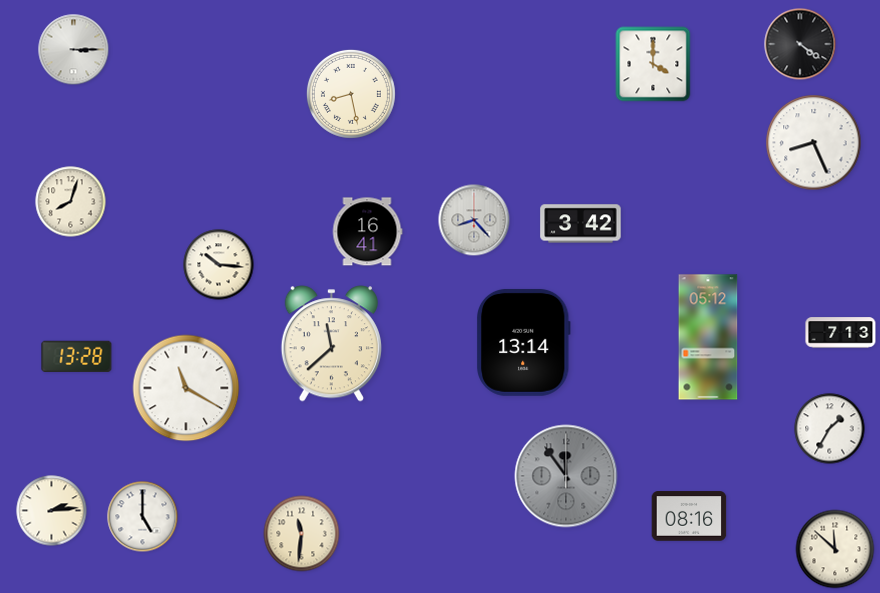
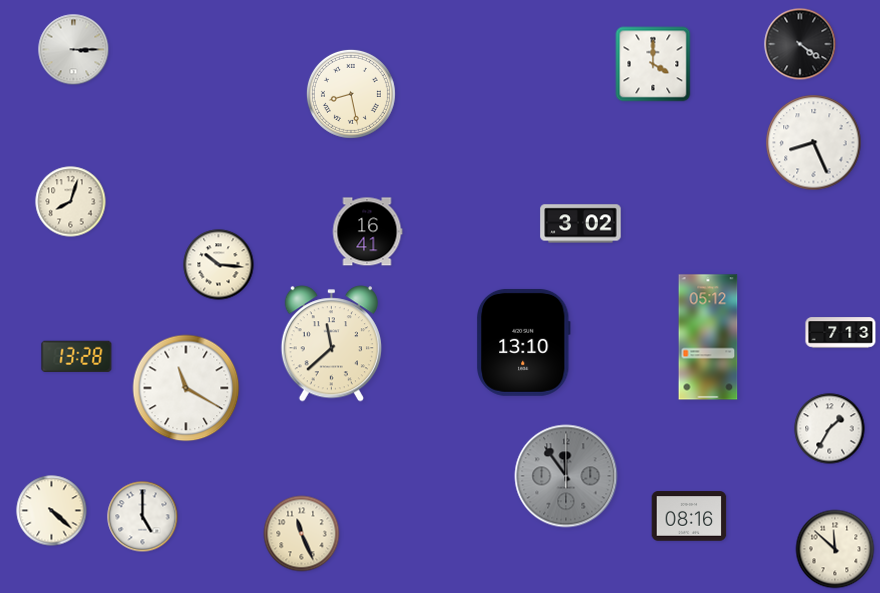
clock at (474, 220): 8:23 -> none
clock at (581, 224): 3:42 -> 3:02
clock at (523, 342): 13:14 -> 13:10
clock at (52, 511): 2:14 -> 4:22
clock at (302, 534): 11:31 -> 11:26
